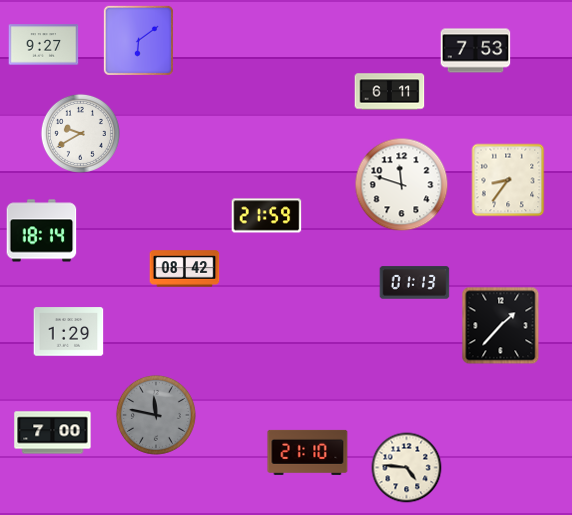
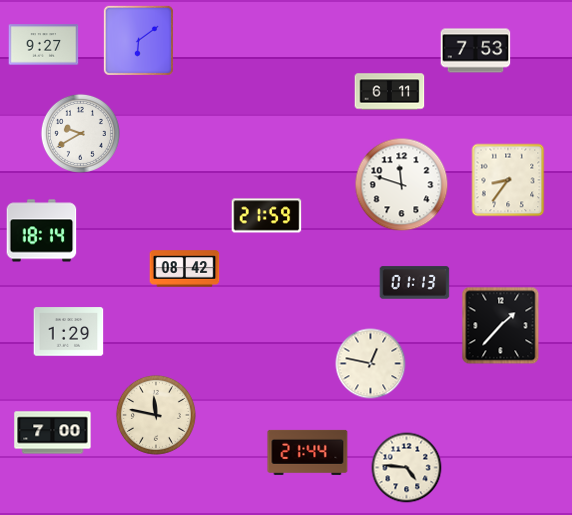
clock at (371, 364): none -> 12:47
clock at (156, 415) dial: grey -> cream
clock at (308, 452): 21:10 -> 21:44
